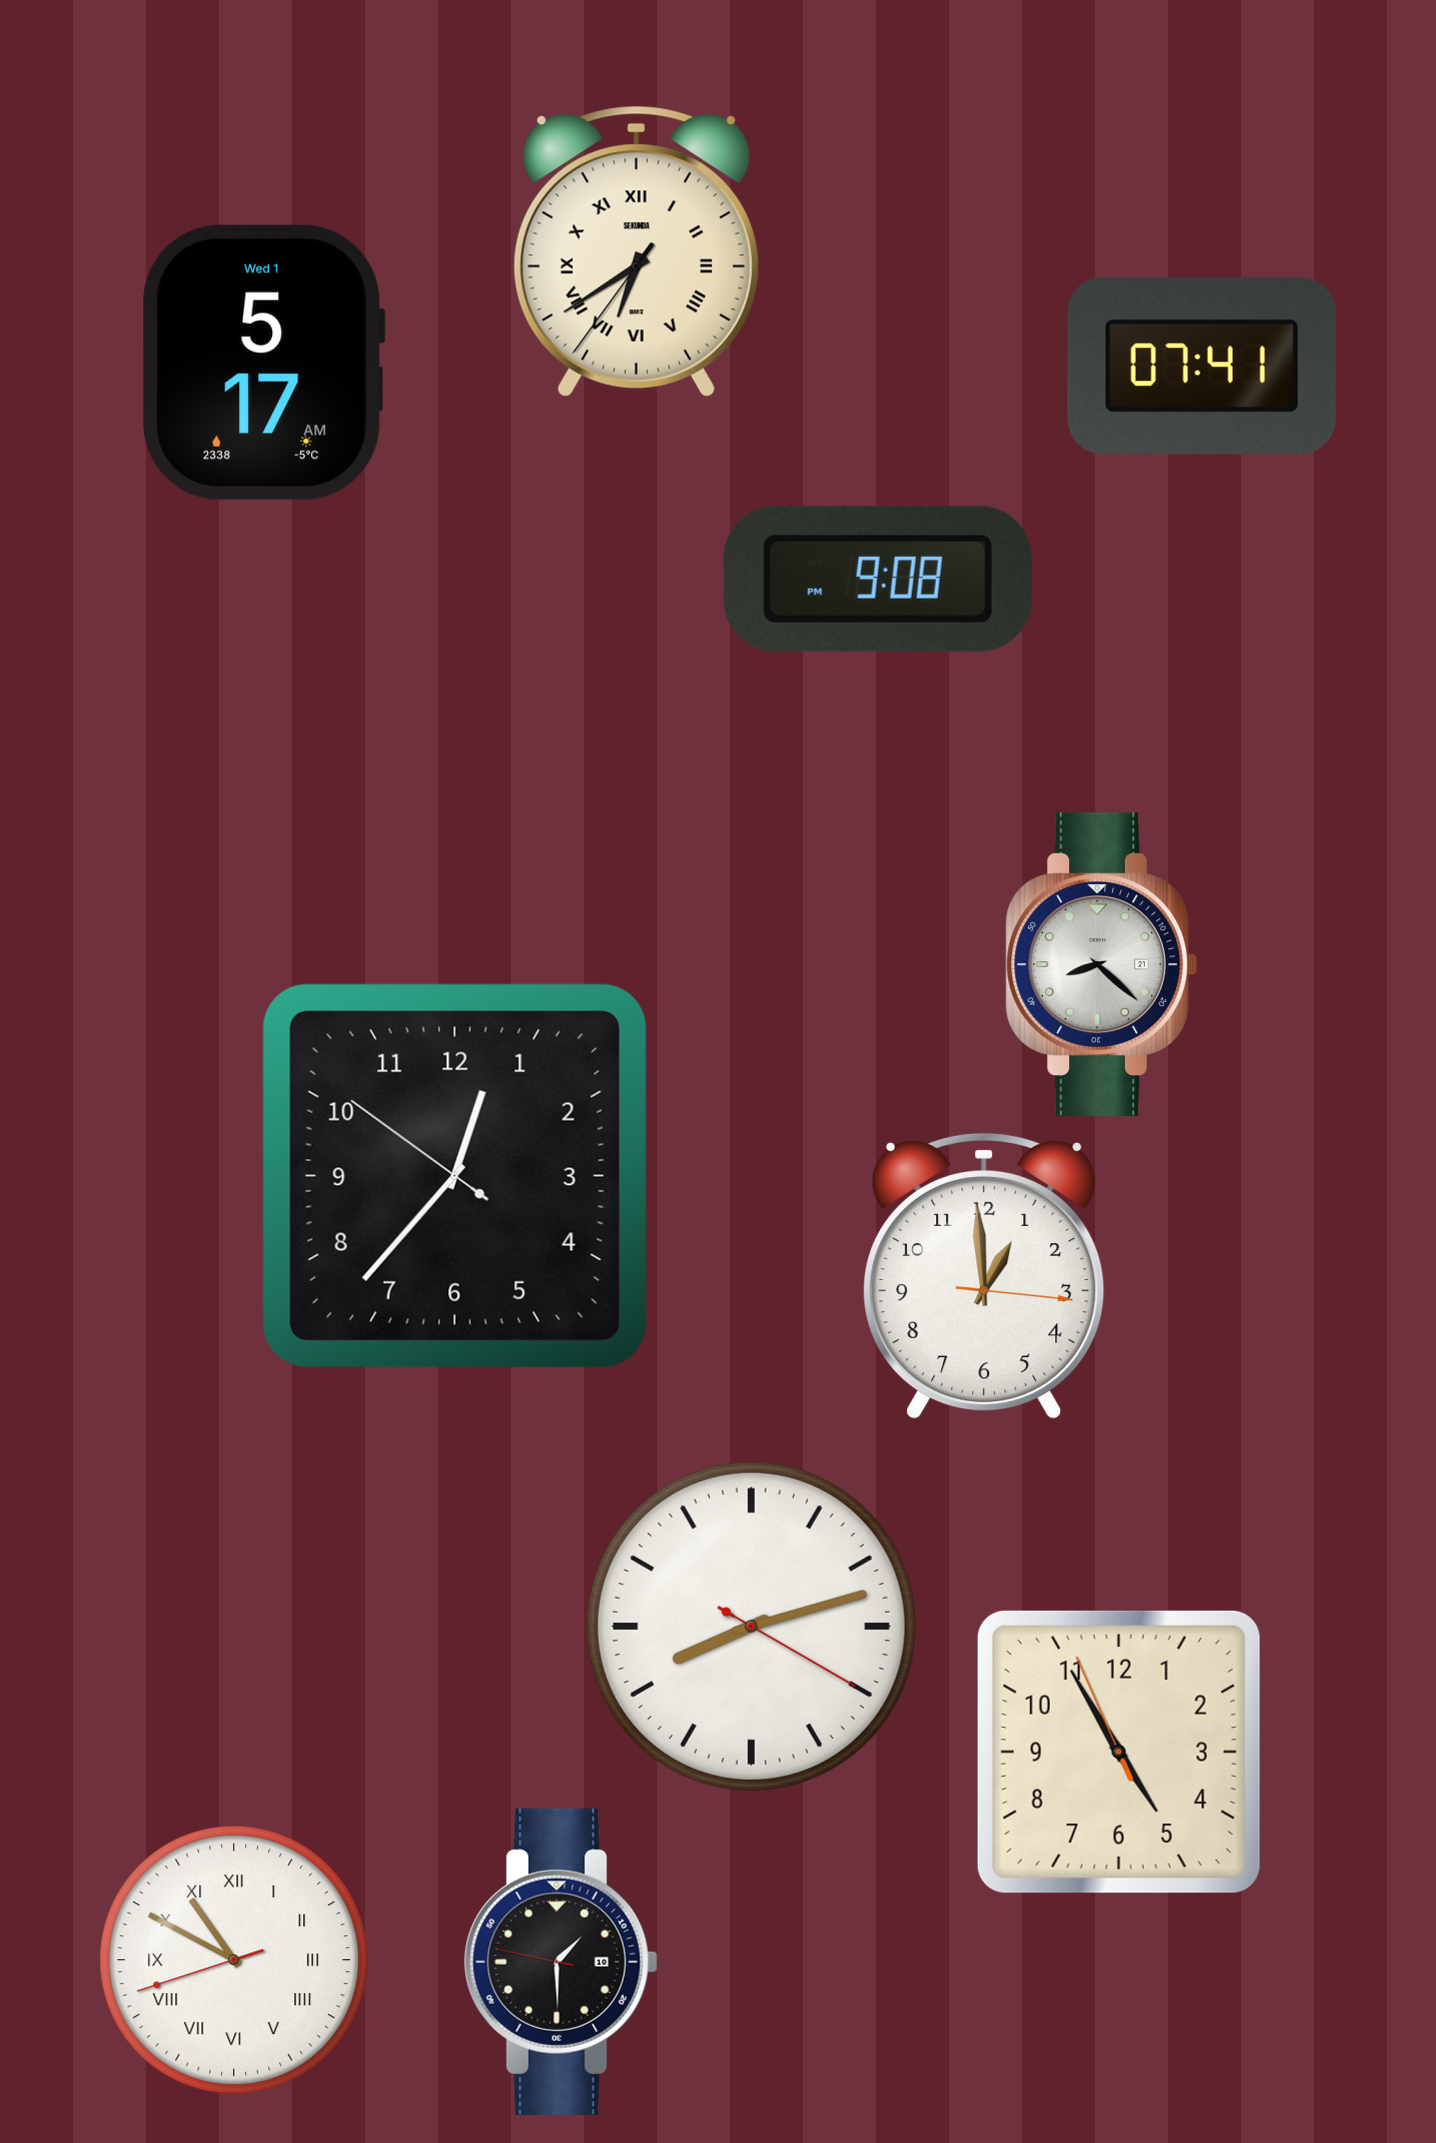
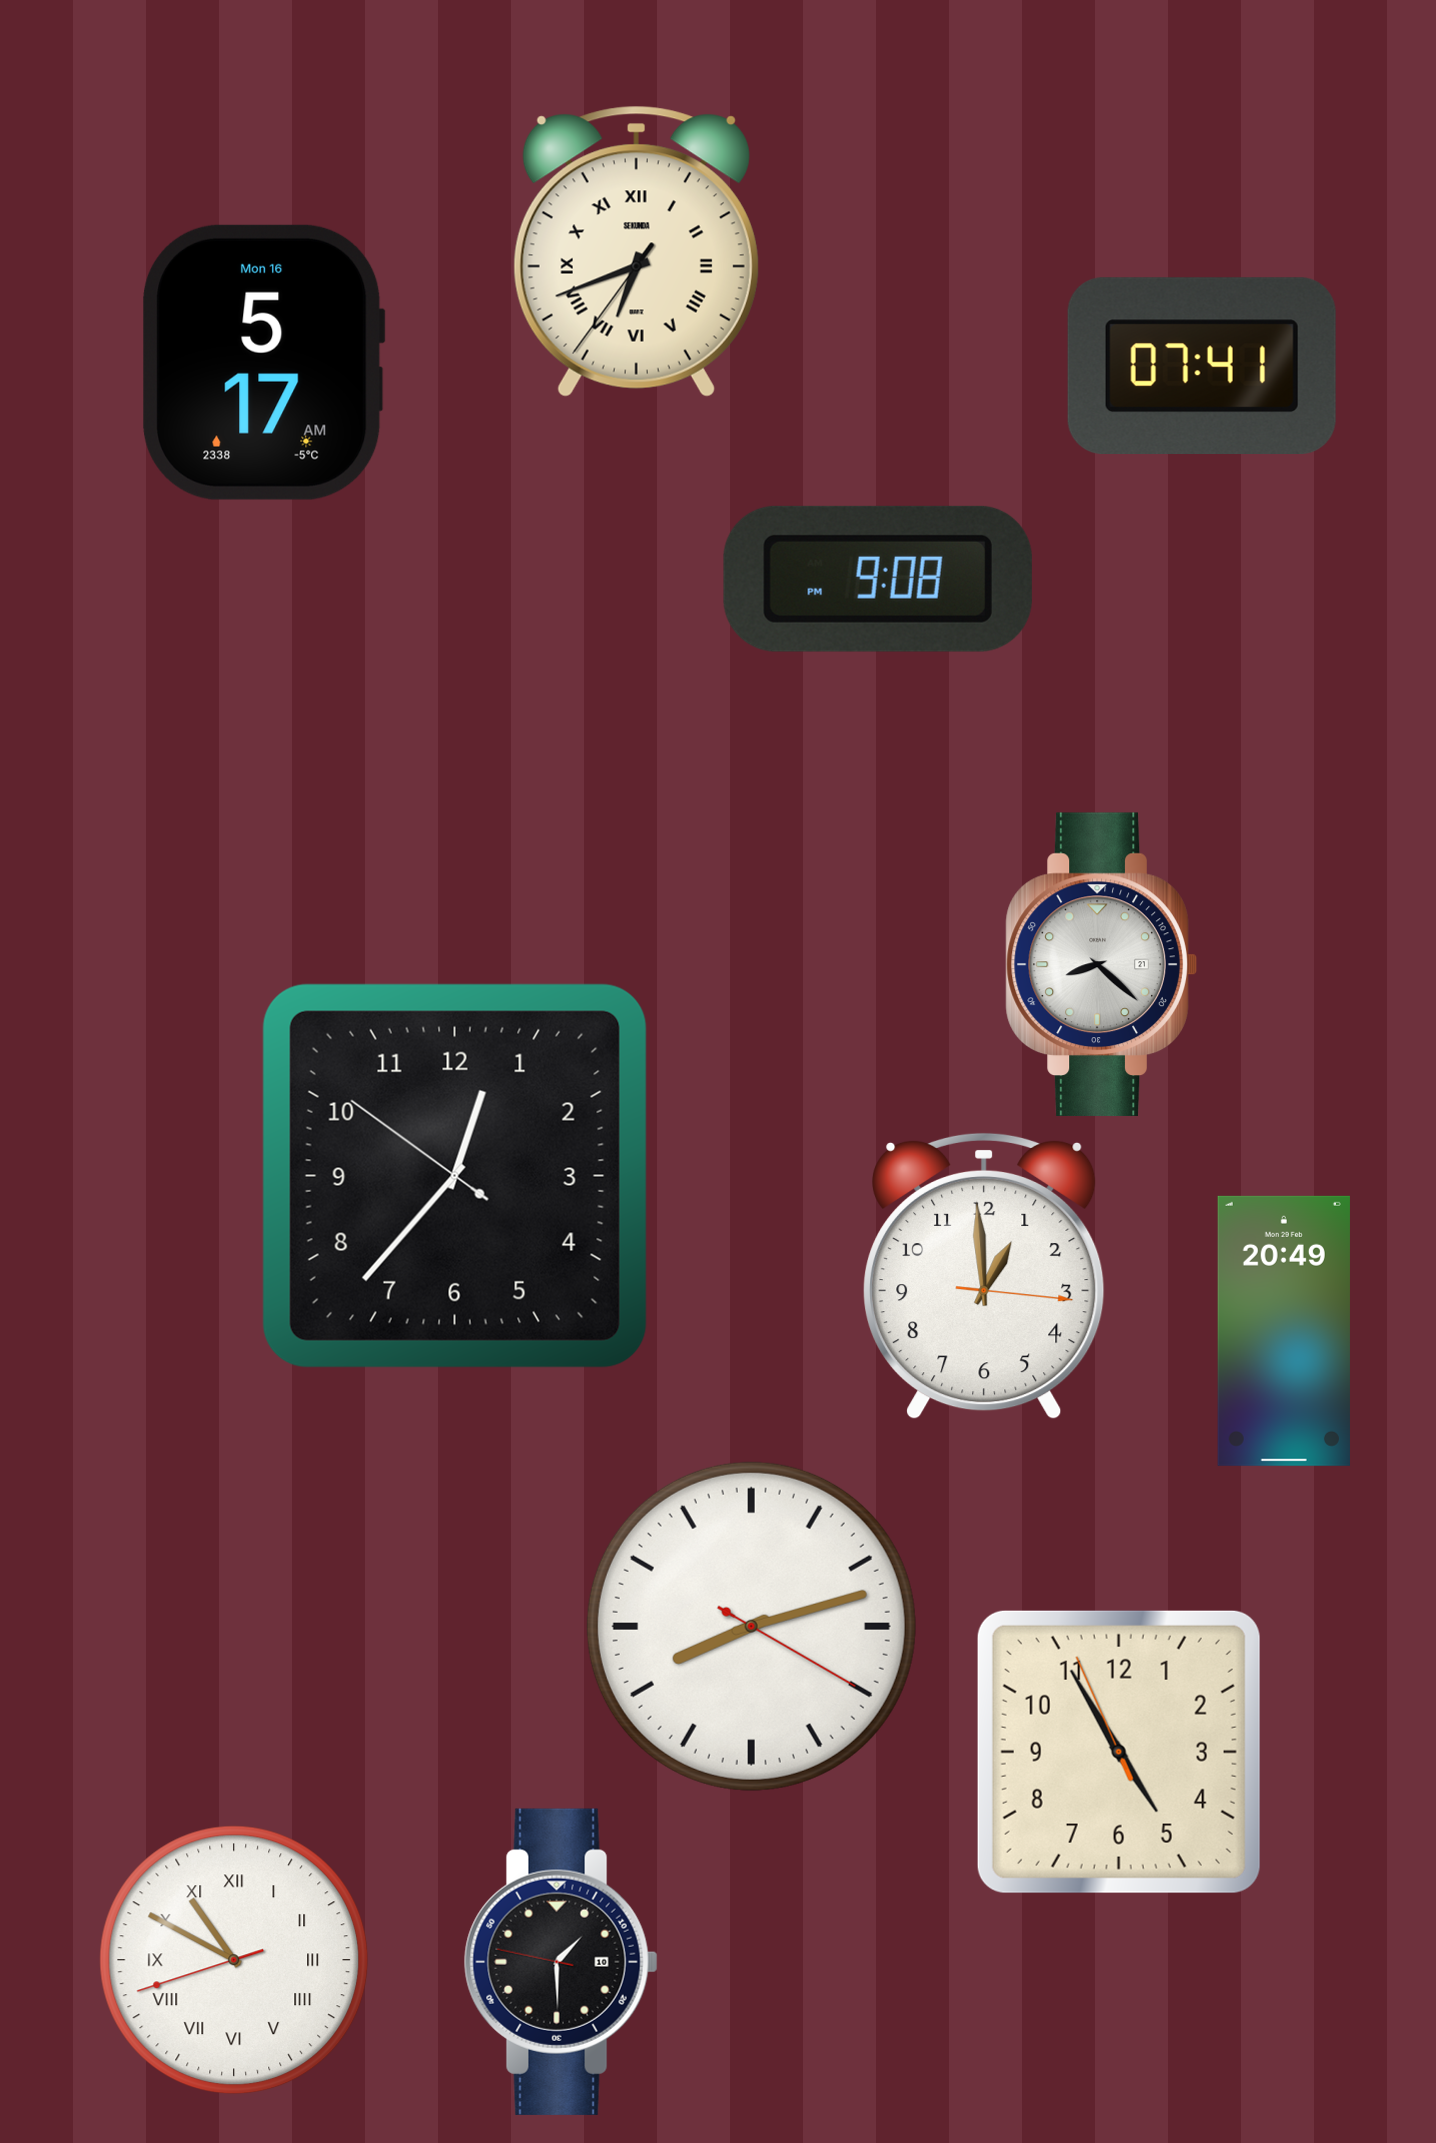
clock at (636, 251): 6:39 -> 6:41
clock at (263, 362) date: Wed 1 -> Mon 16
clock at (1284, 1331): none -> 20:49
